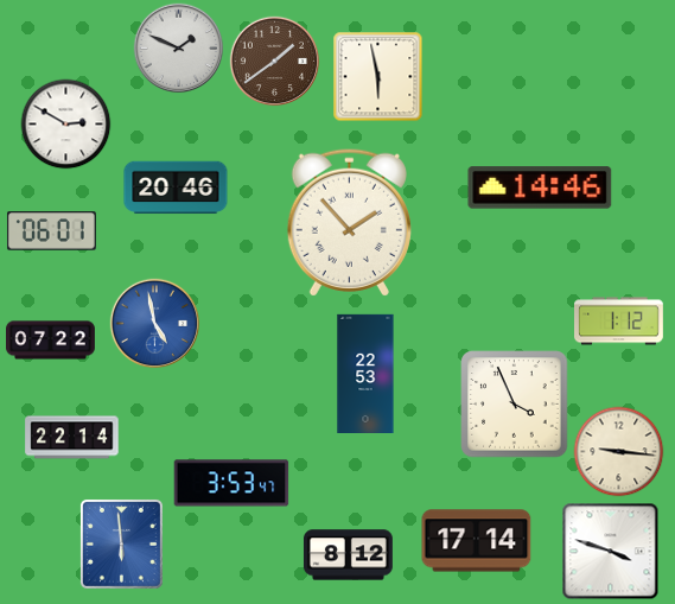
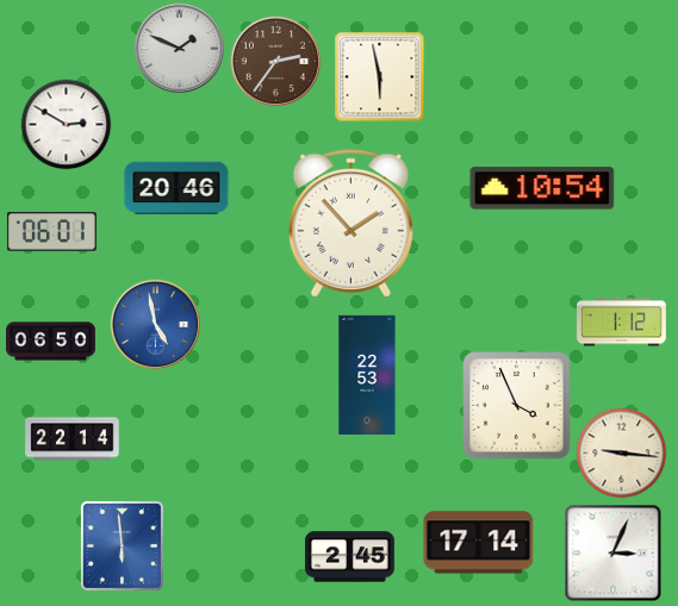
clock at (275, 62): 1:39 -> 2:36
clock at (540, 187): 14:46 -> 10:54
clock at (51, 341): 07:22 -> 06:50
clock at (231, 483): 3:53 -> none
clock at (611, 552): 3:48 -> 3:04
clock at (348, 555): 8:12 -> 2:45
